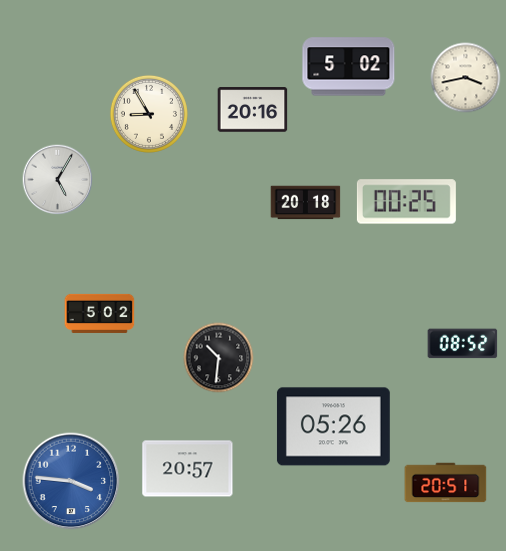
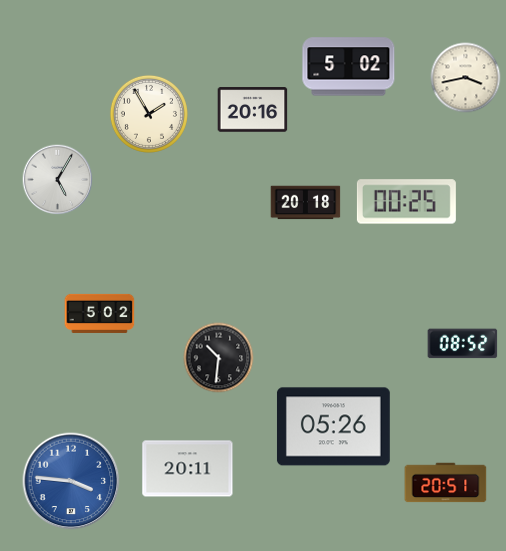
clock at (149, 114): 8:55 -> 1:55
clock at (188, 469): 20:57 -> 20:11
